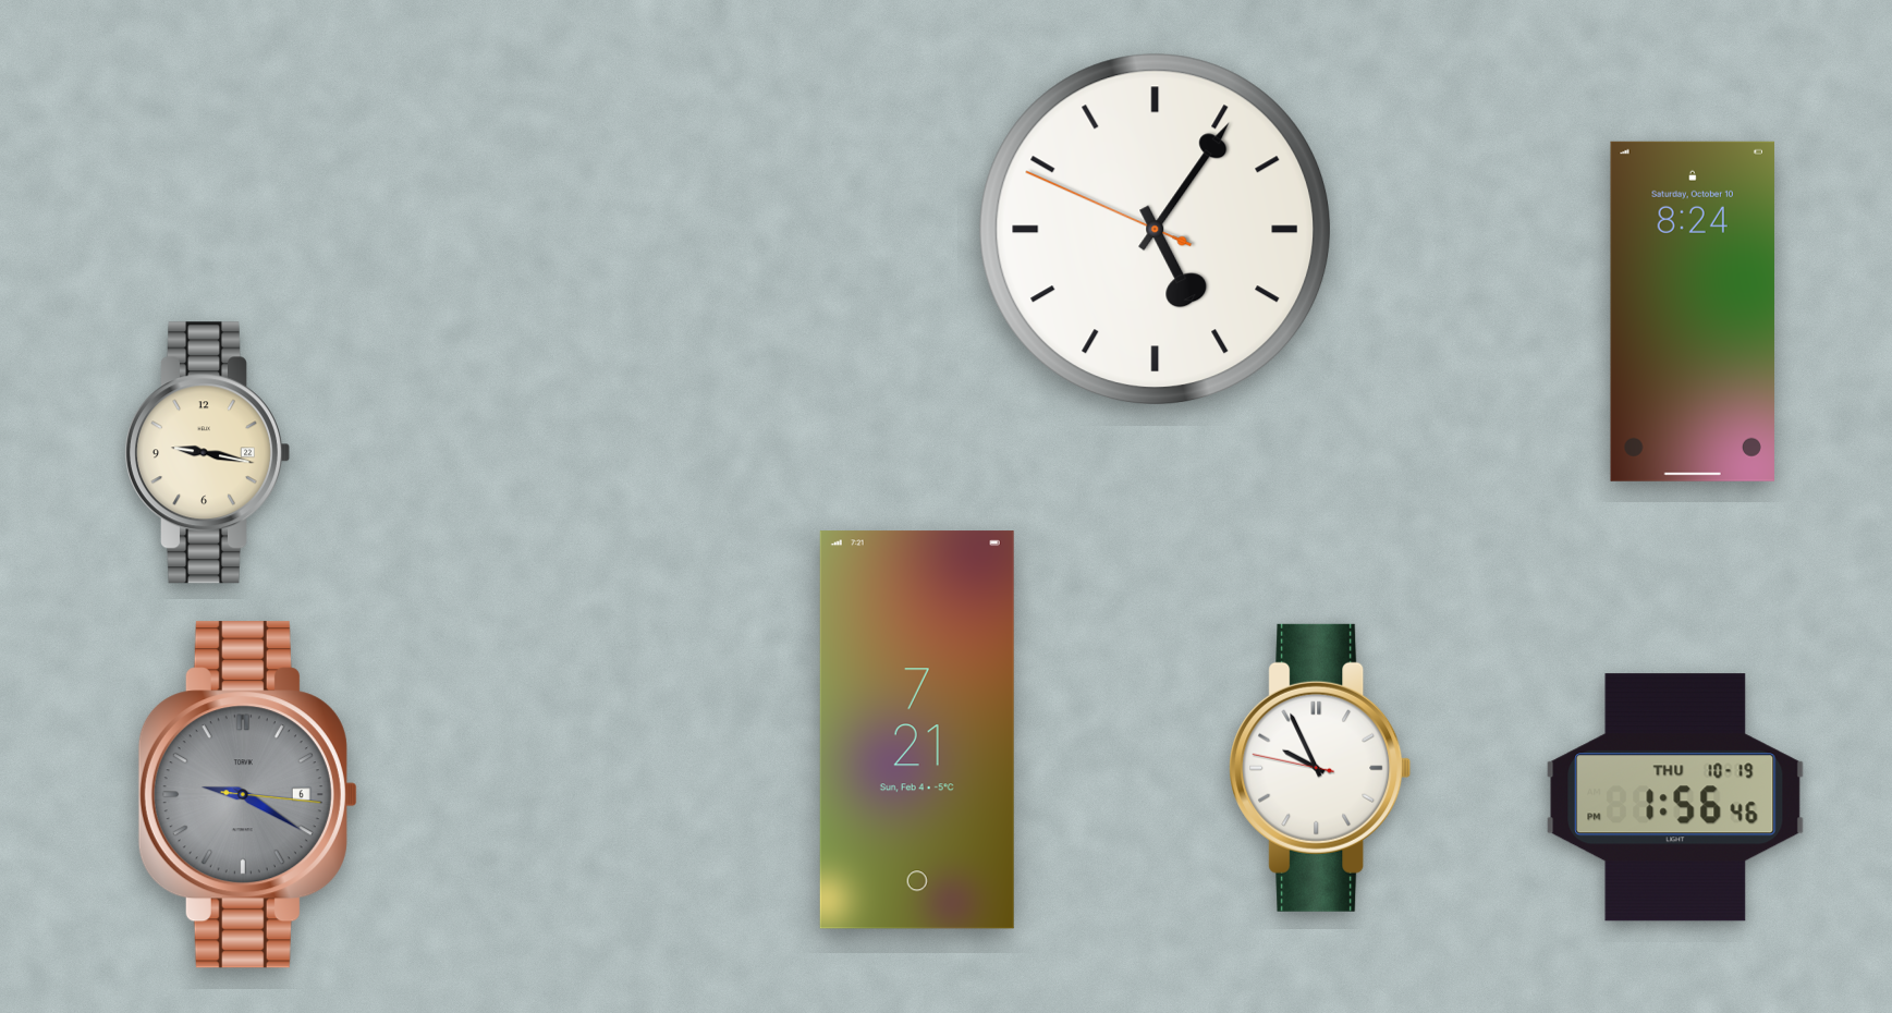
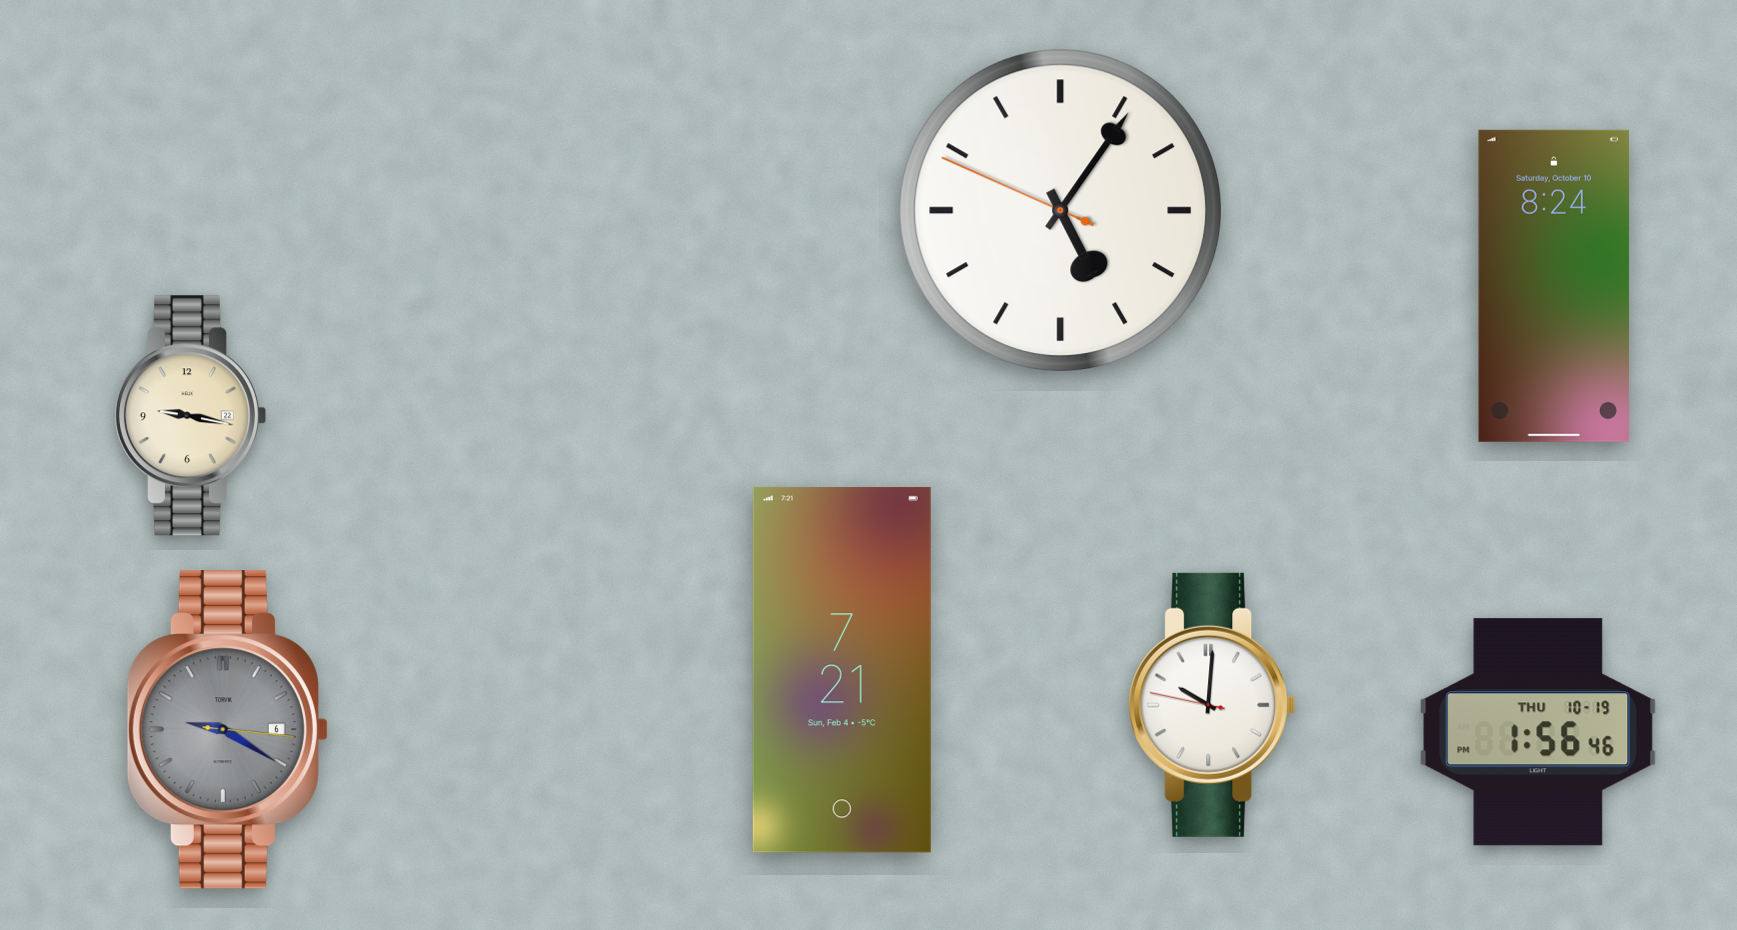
clock at (1320, 768): 9:55 -> 10:00
